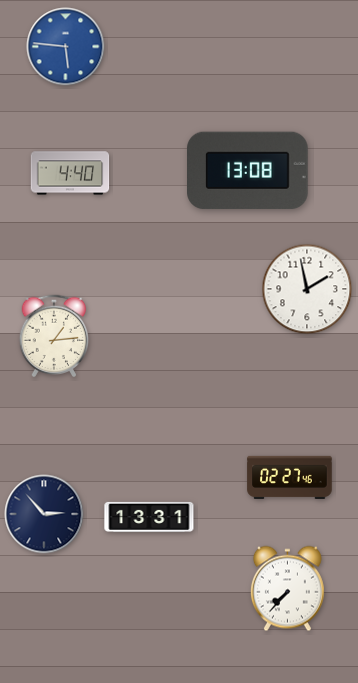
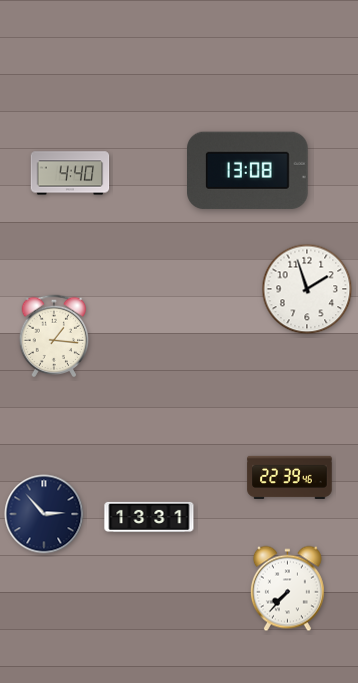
clock at (66, 47): 5:46 -> none
clock at (307, 289): 1:58 -> 1:57
clock at (54, 336): 1:14 -> 1:16
clock at (290, 477): 02:27 -> 22:39
